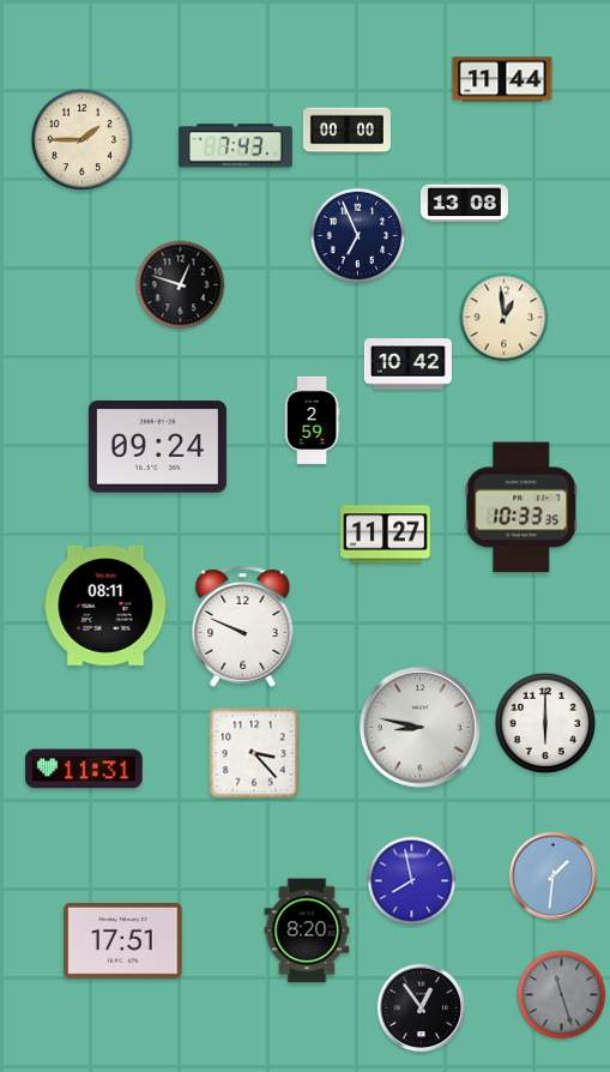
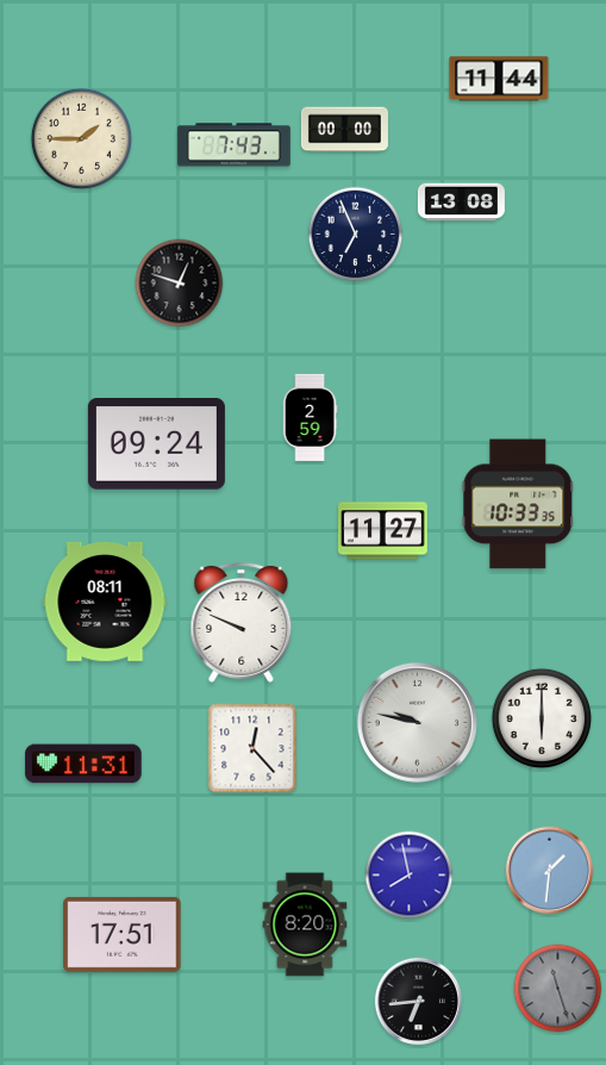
clock at (505, 318): 12:59 -> none
clock at (407, 365): 10:42 -> none
clock at (419, 727): 8:47 -> 9:47
clock at (254, 753): 3:23 -> 12:23
clock at (422, 1008): 12:54 -> 6:44
